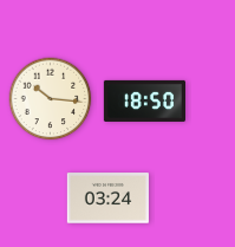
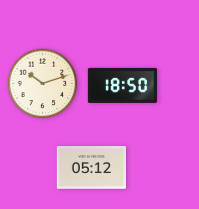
clock at (51, 99): 10:16 -> 10:12
clock at (107, 199): 03:24 -> 05:12
